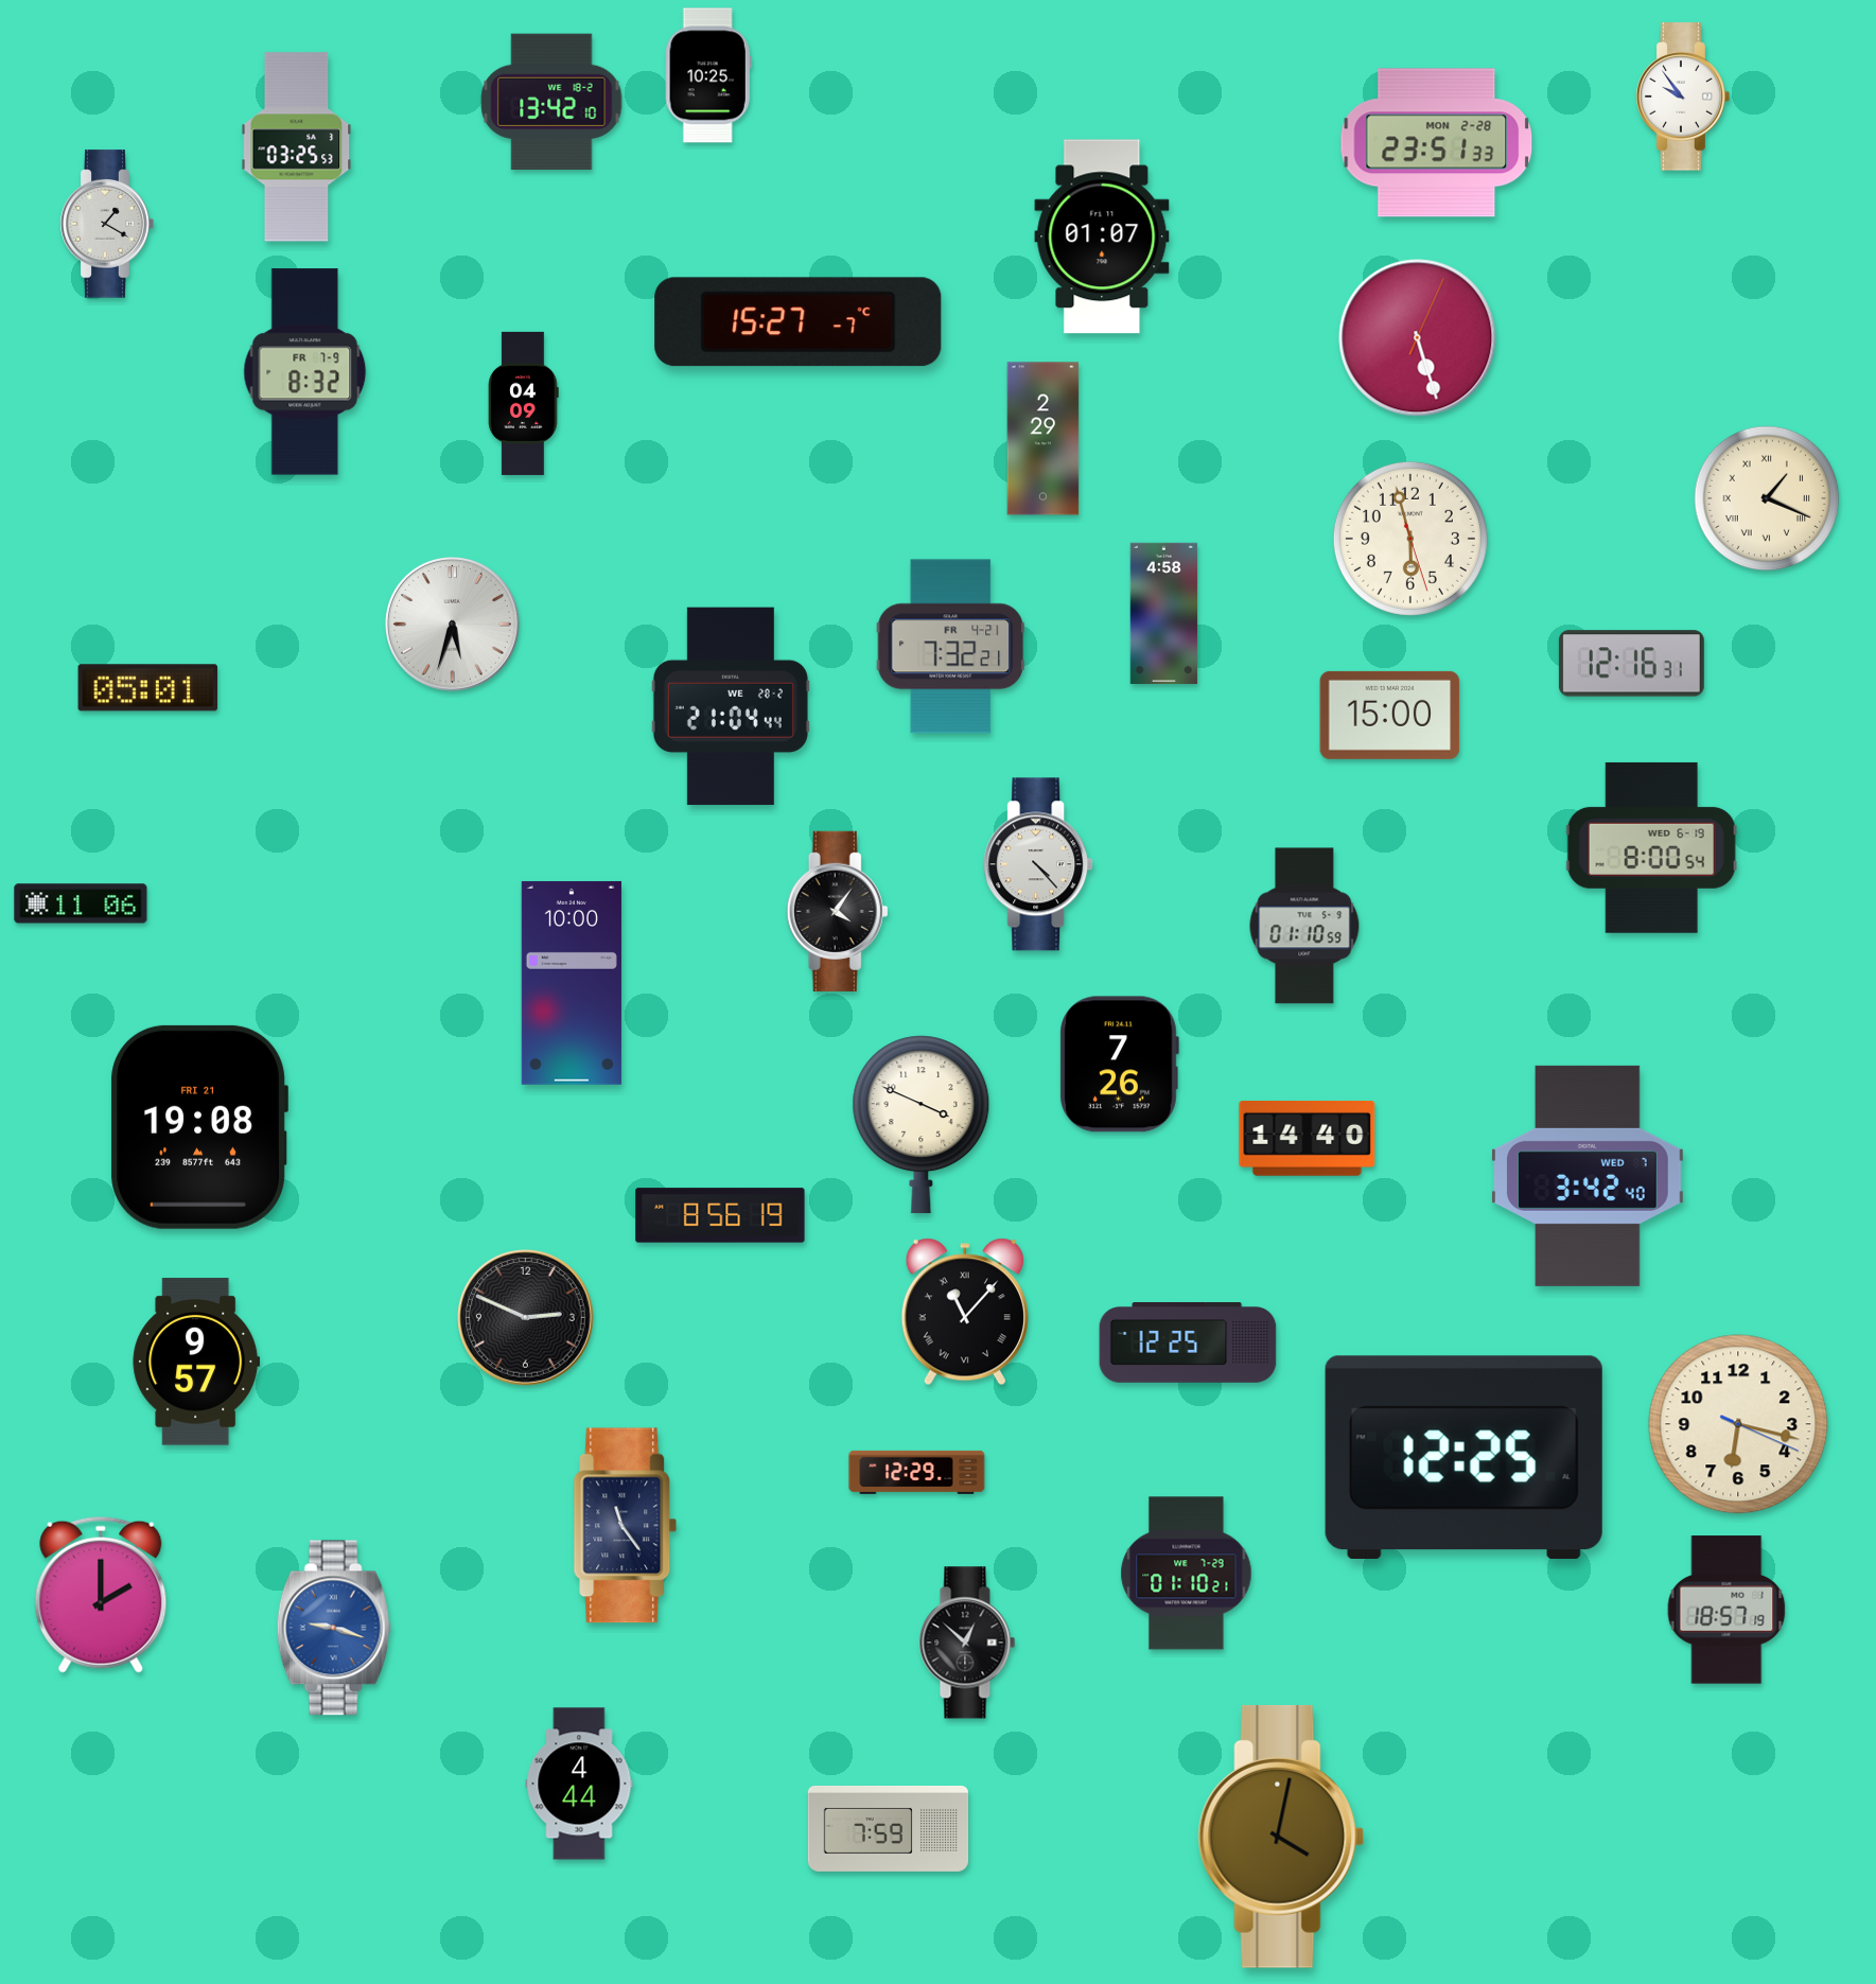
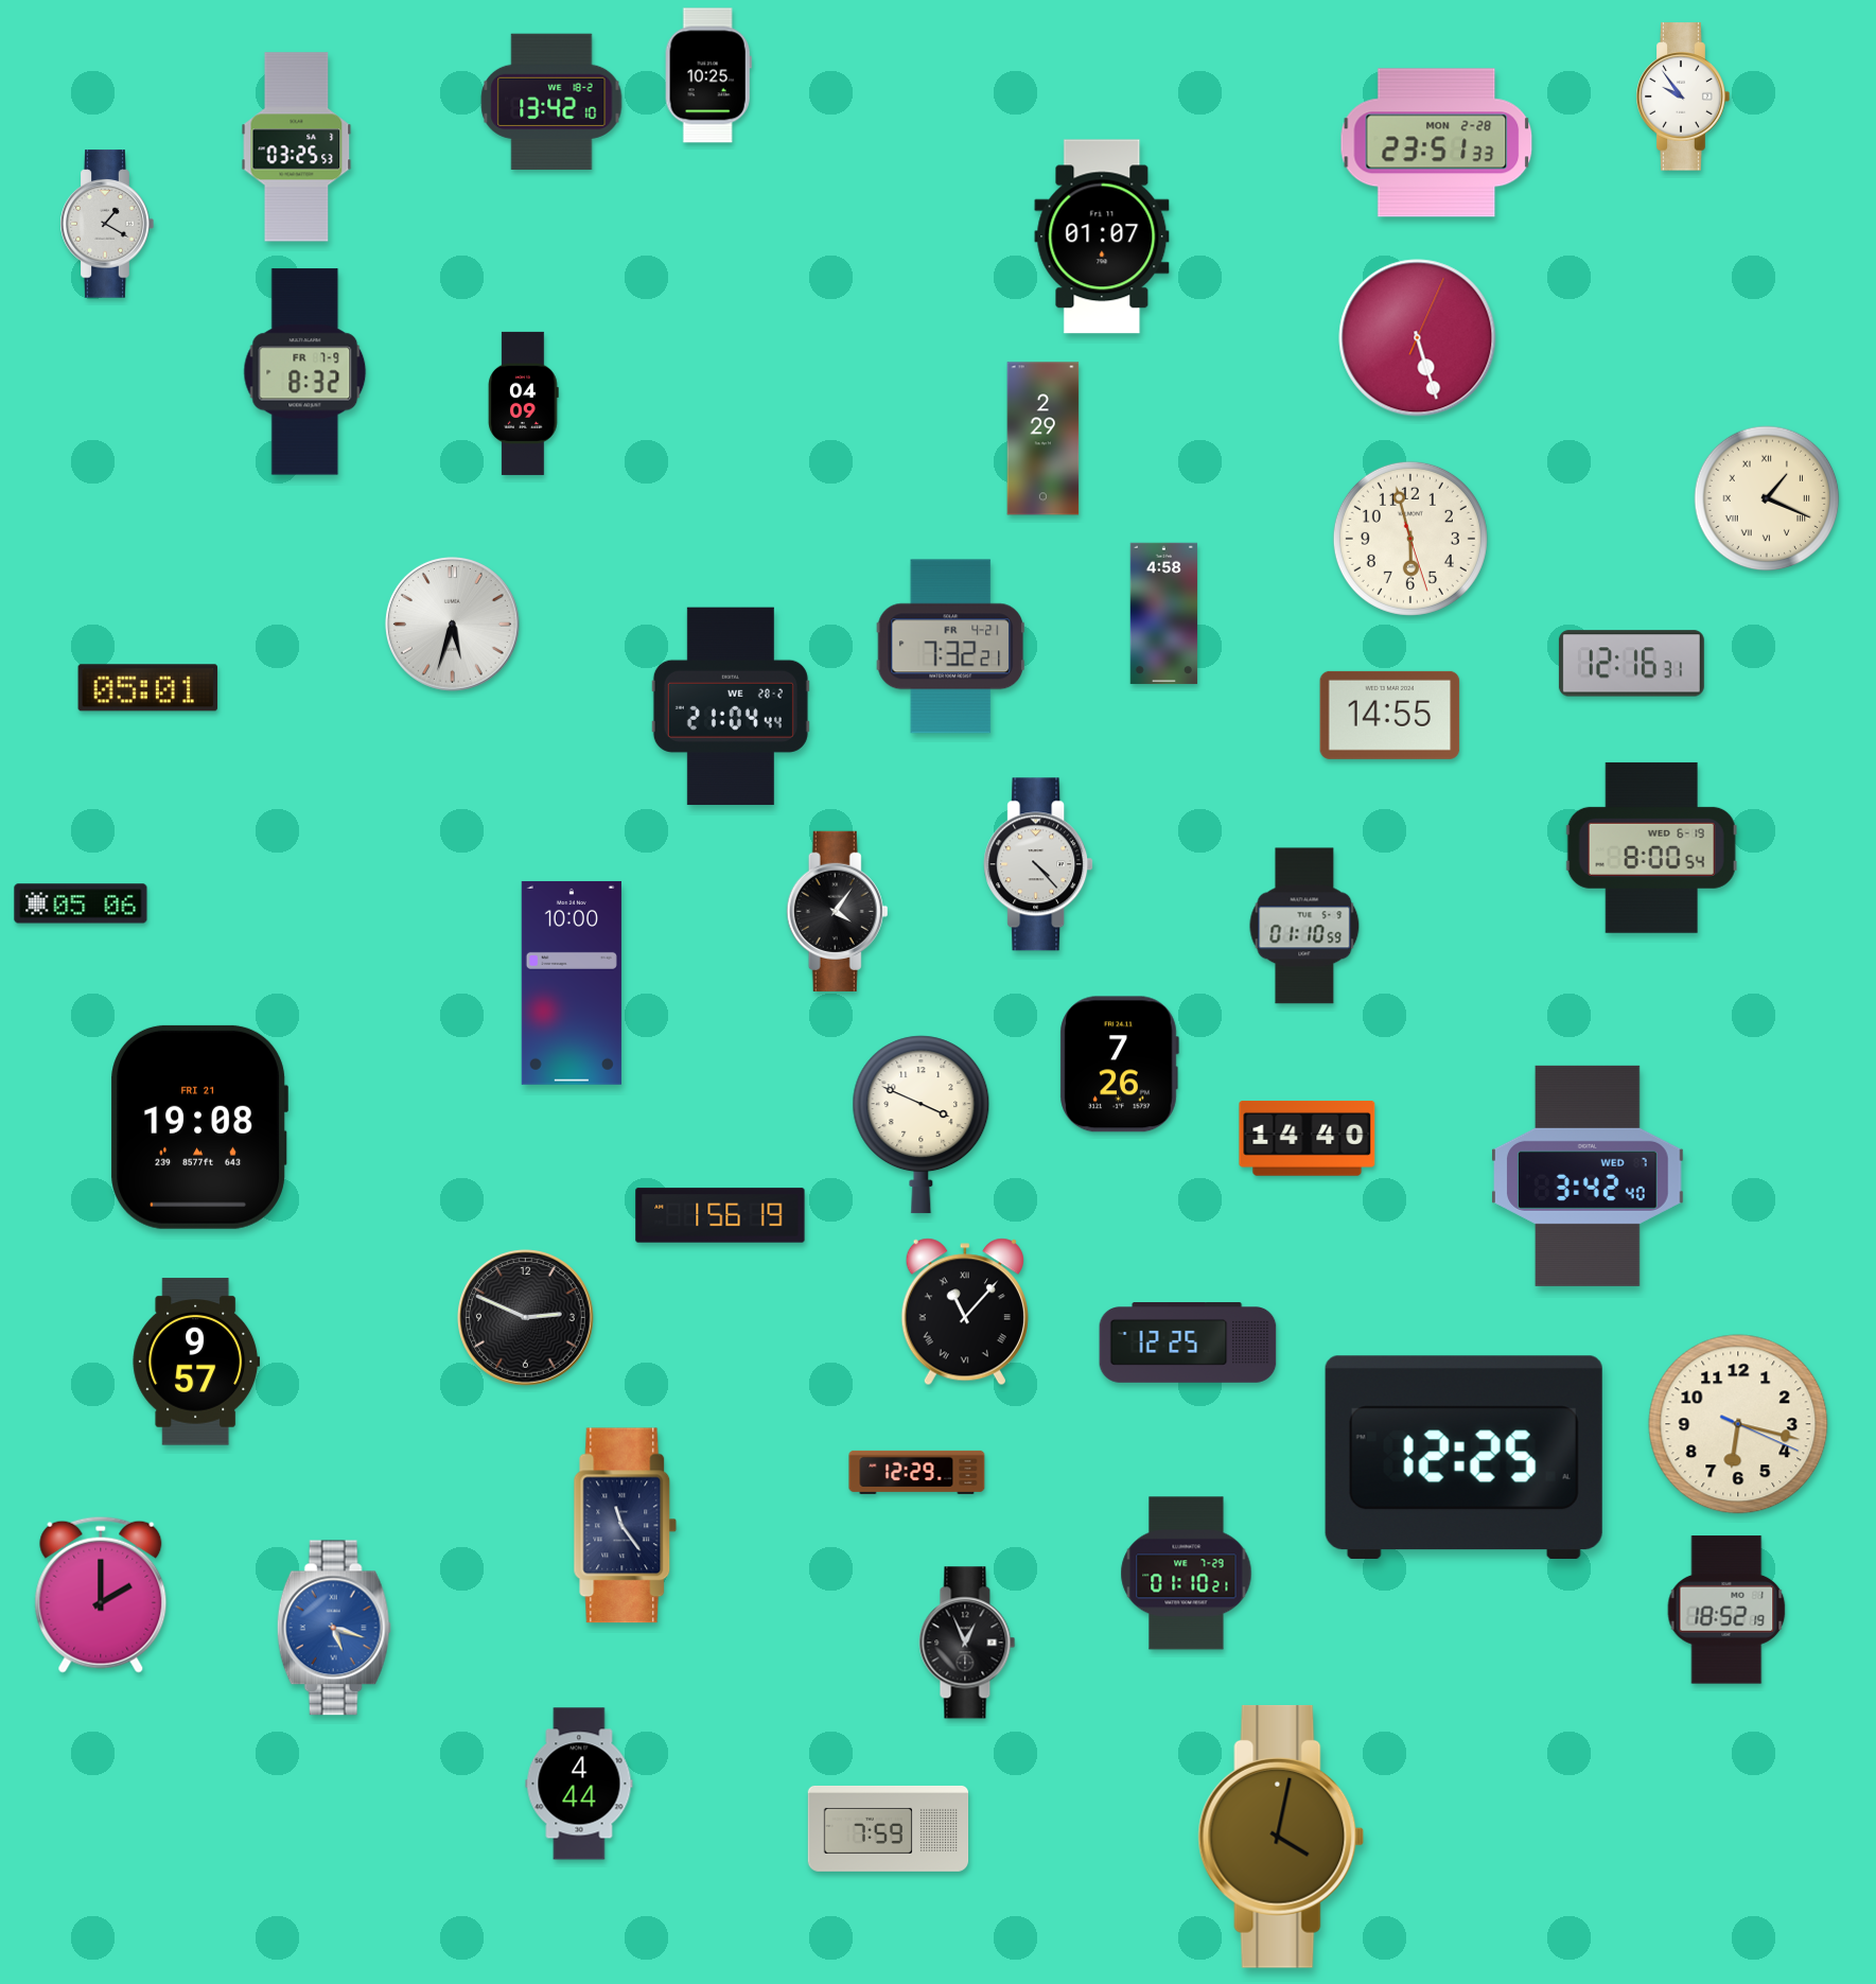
clock at (799, 322): 15:27 -> none
clock at (1390, 715): 15:00 -> 14:55
clock at (81, 903): 11:06 -> 05:06
clock at (720, 1215): 8:56 -> 1:56
clock at (1726, 1610): 18:57 -> 18:52
clock at (334, 1628): 9:18 -> 5:18
clock at (967, 1643): 12:52 -> 12:56
